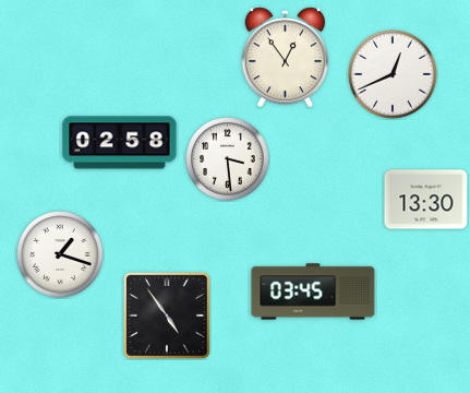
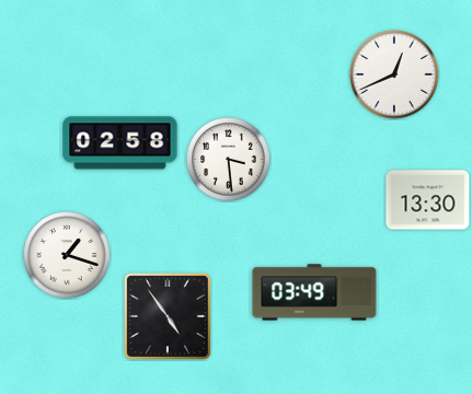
clock at (285, 58): 12:54 -> none
clock at (60, 254) position: (60, 254) -> (67, 255)
clock at (313, 291): 03:45 -> 03:49
